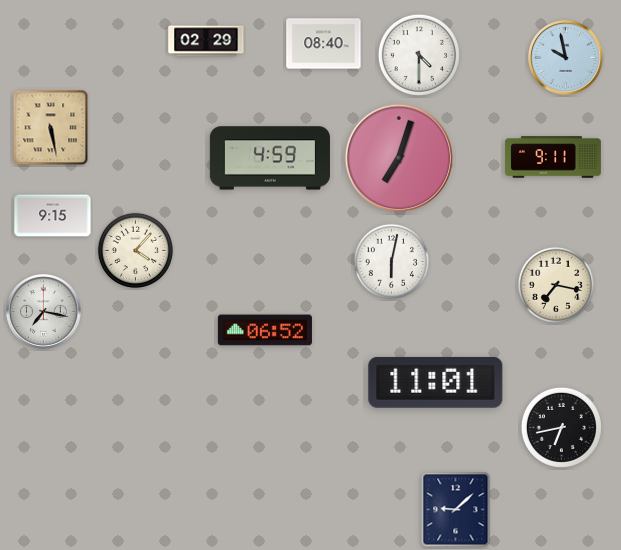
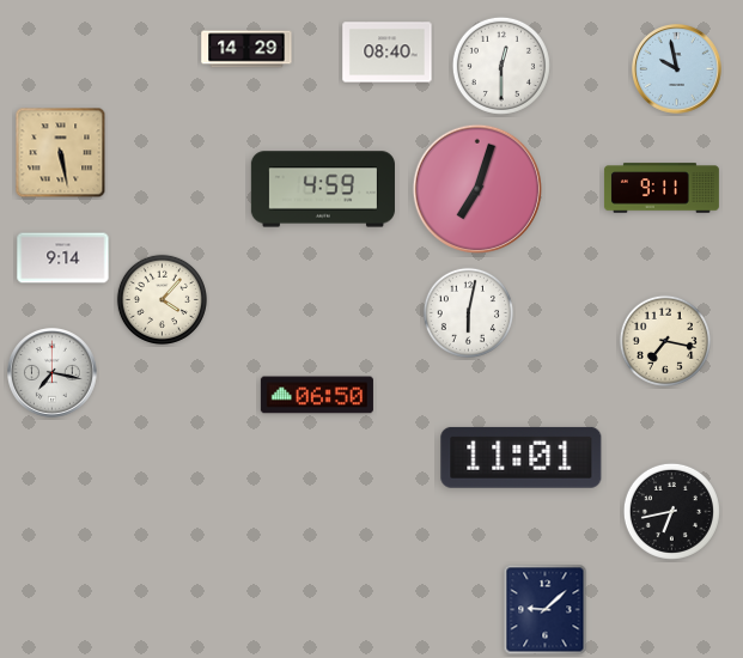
clock at (206, 41): 02:29 -> 14:29
clock at (419, 55): 4:30 -> 12:30
clock at (53, 216): 9:15 -> 9:14
clock at (265, 330): 06:52 -> 06:50
